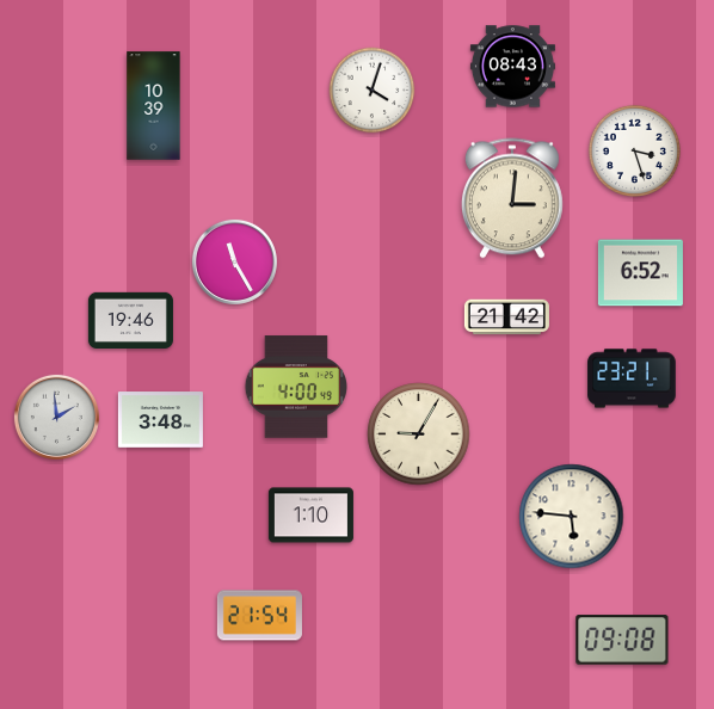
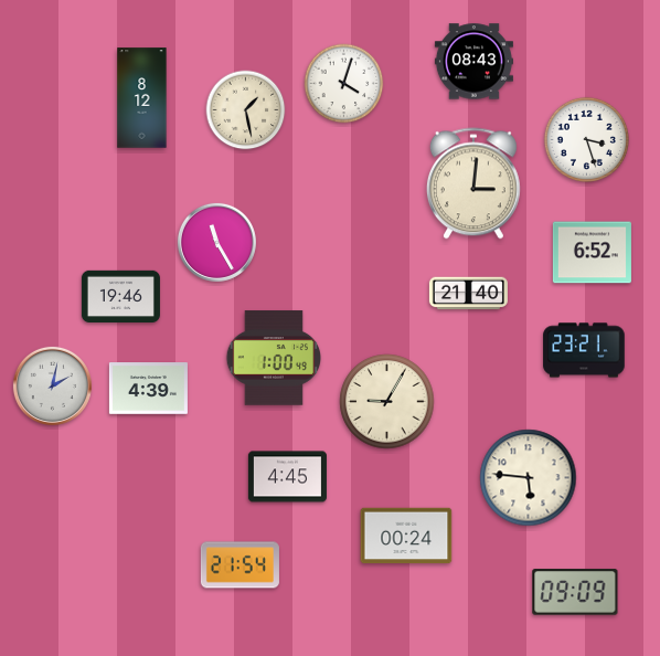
clock at (154, 106): 10:39 -> 8:12
clock at (246, 110): none -> 1:28
clock at (506, 317): 21:42 -> 21:40
clock at (295, 387): 4:00 -> 1:00
clock at (56, 417): 1:59 -> 2:02
clock at (160, 420): 3:48 -> 4:39
clock at (310, 516): 1:10 -> 4:45
clock at (406, 536): none -> 00:24
clock at (259, 616) position: (259, 616) -> (239, 565)
clock at (622, 640): 09:08 -> 09:09
